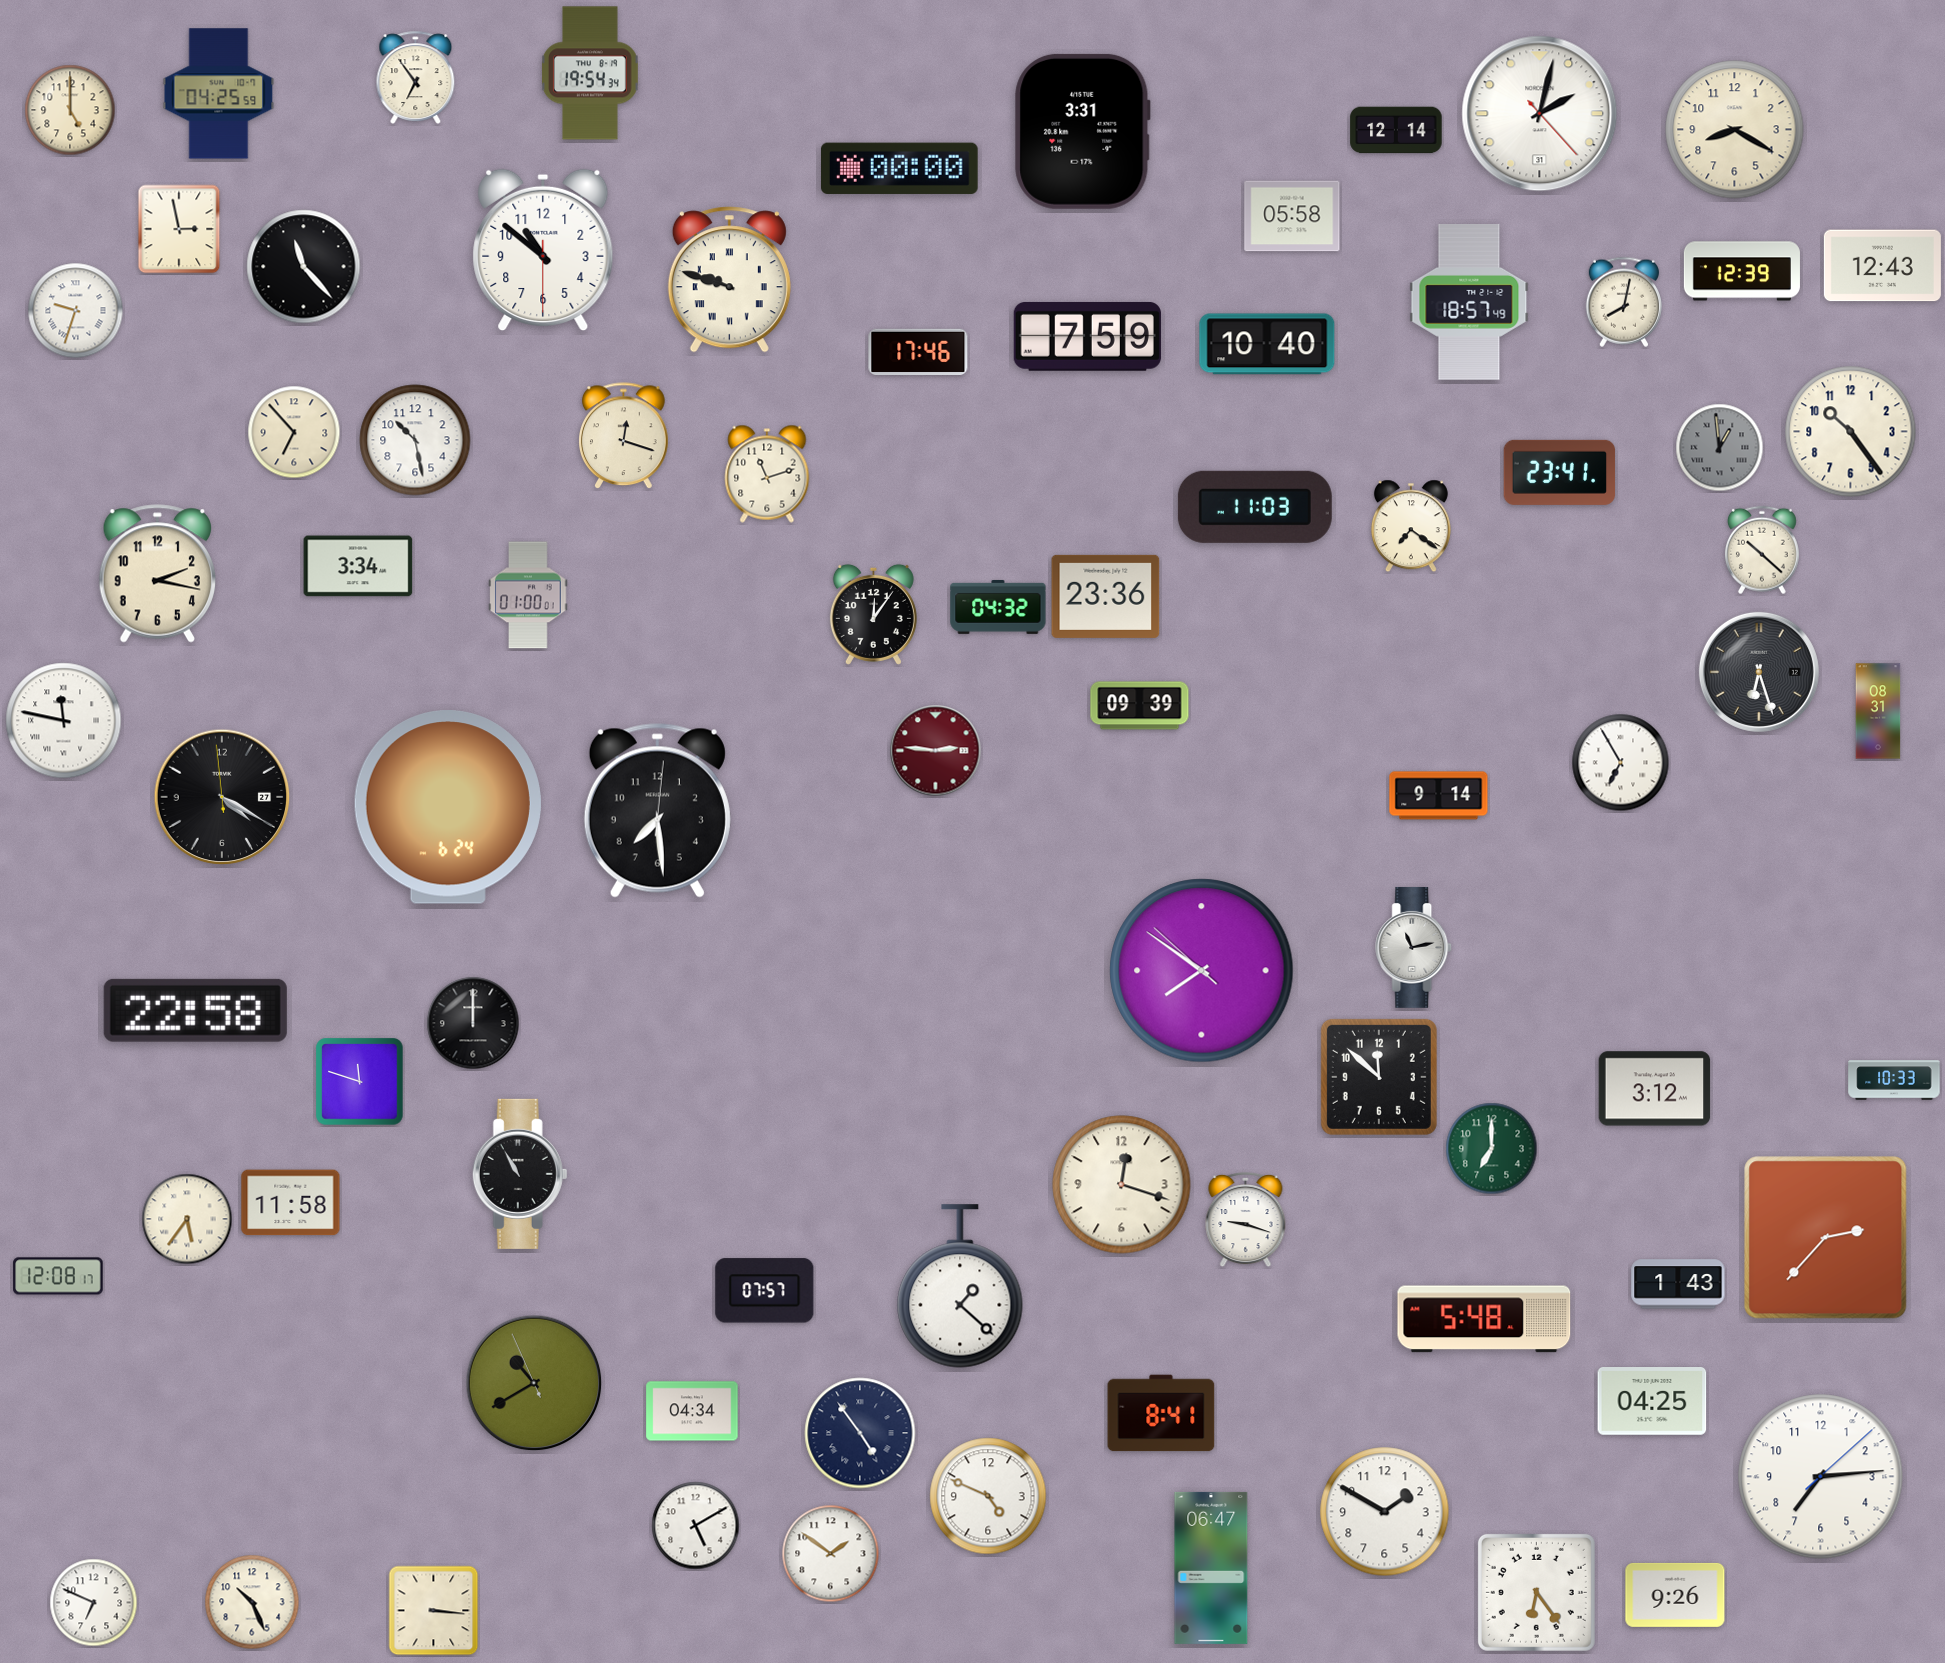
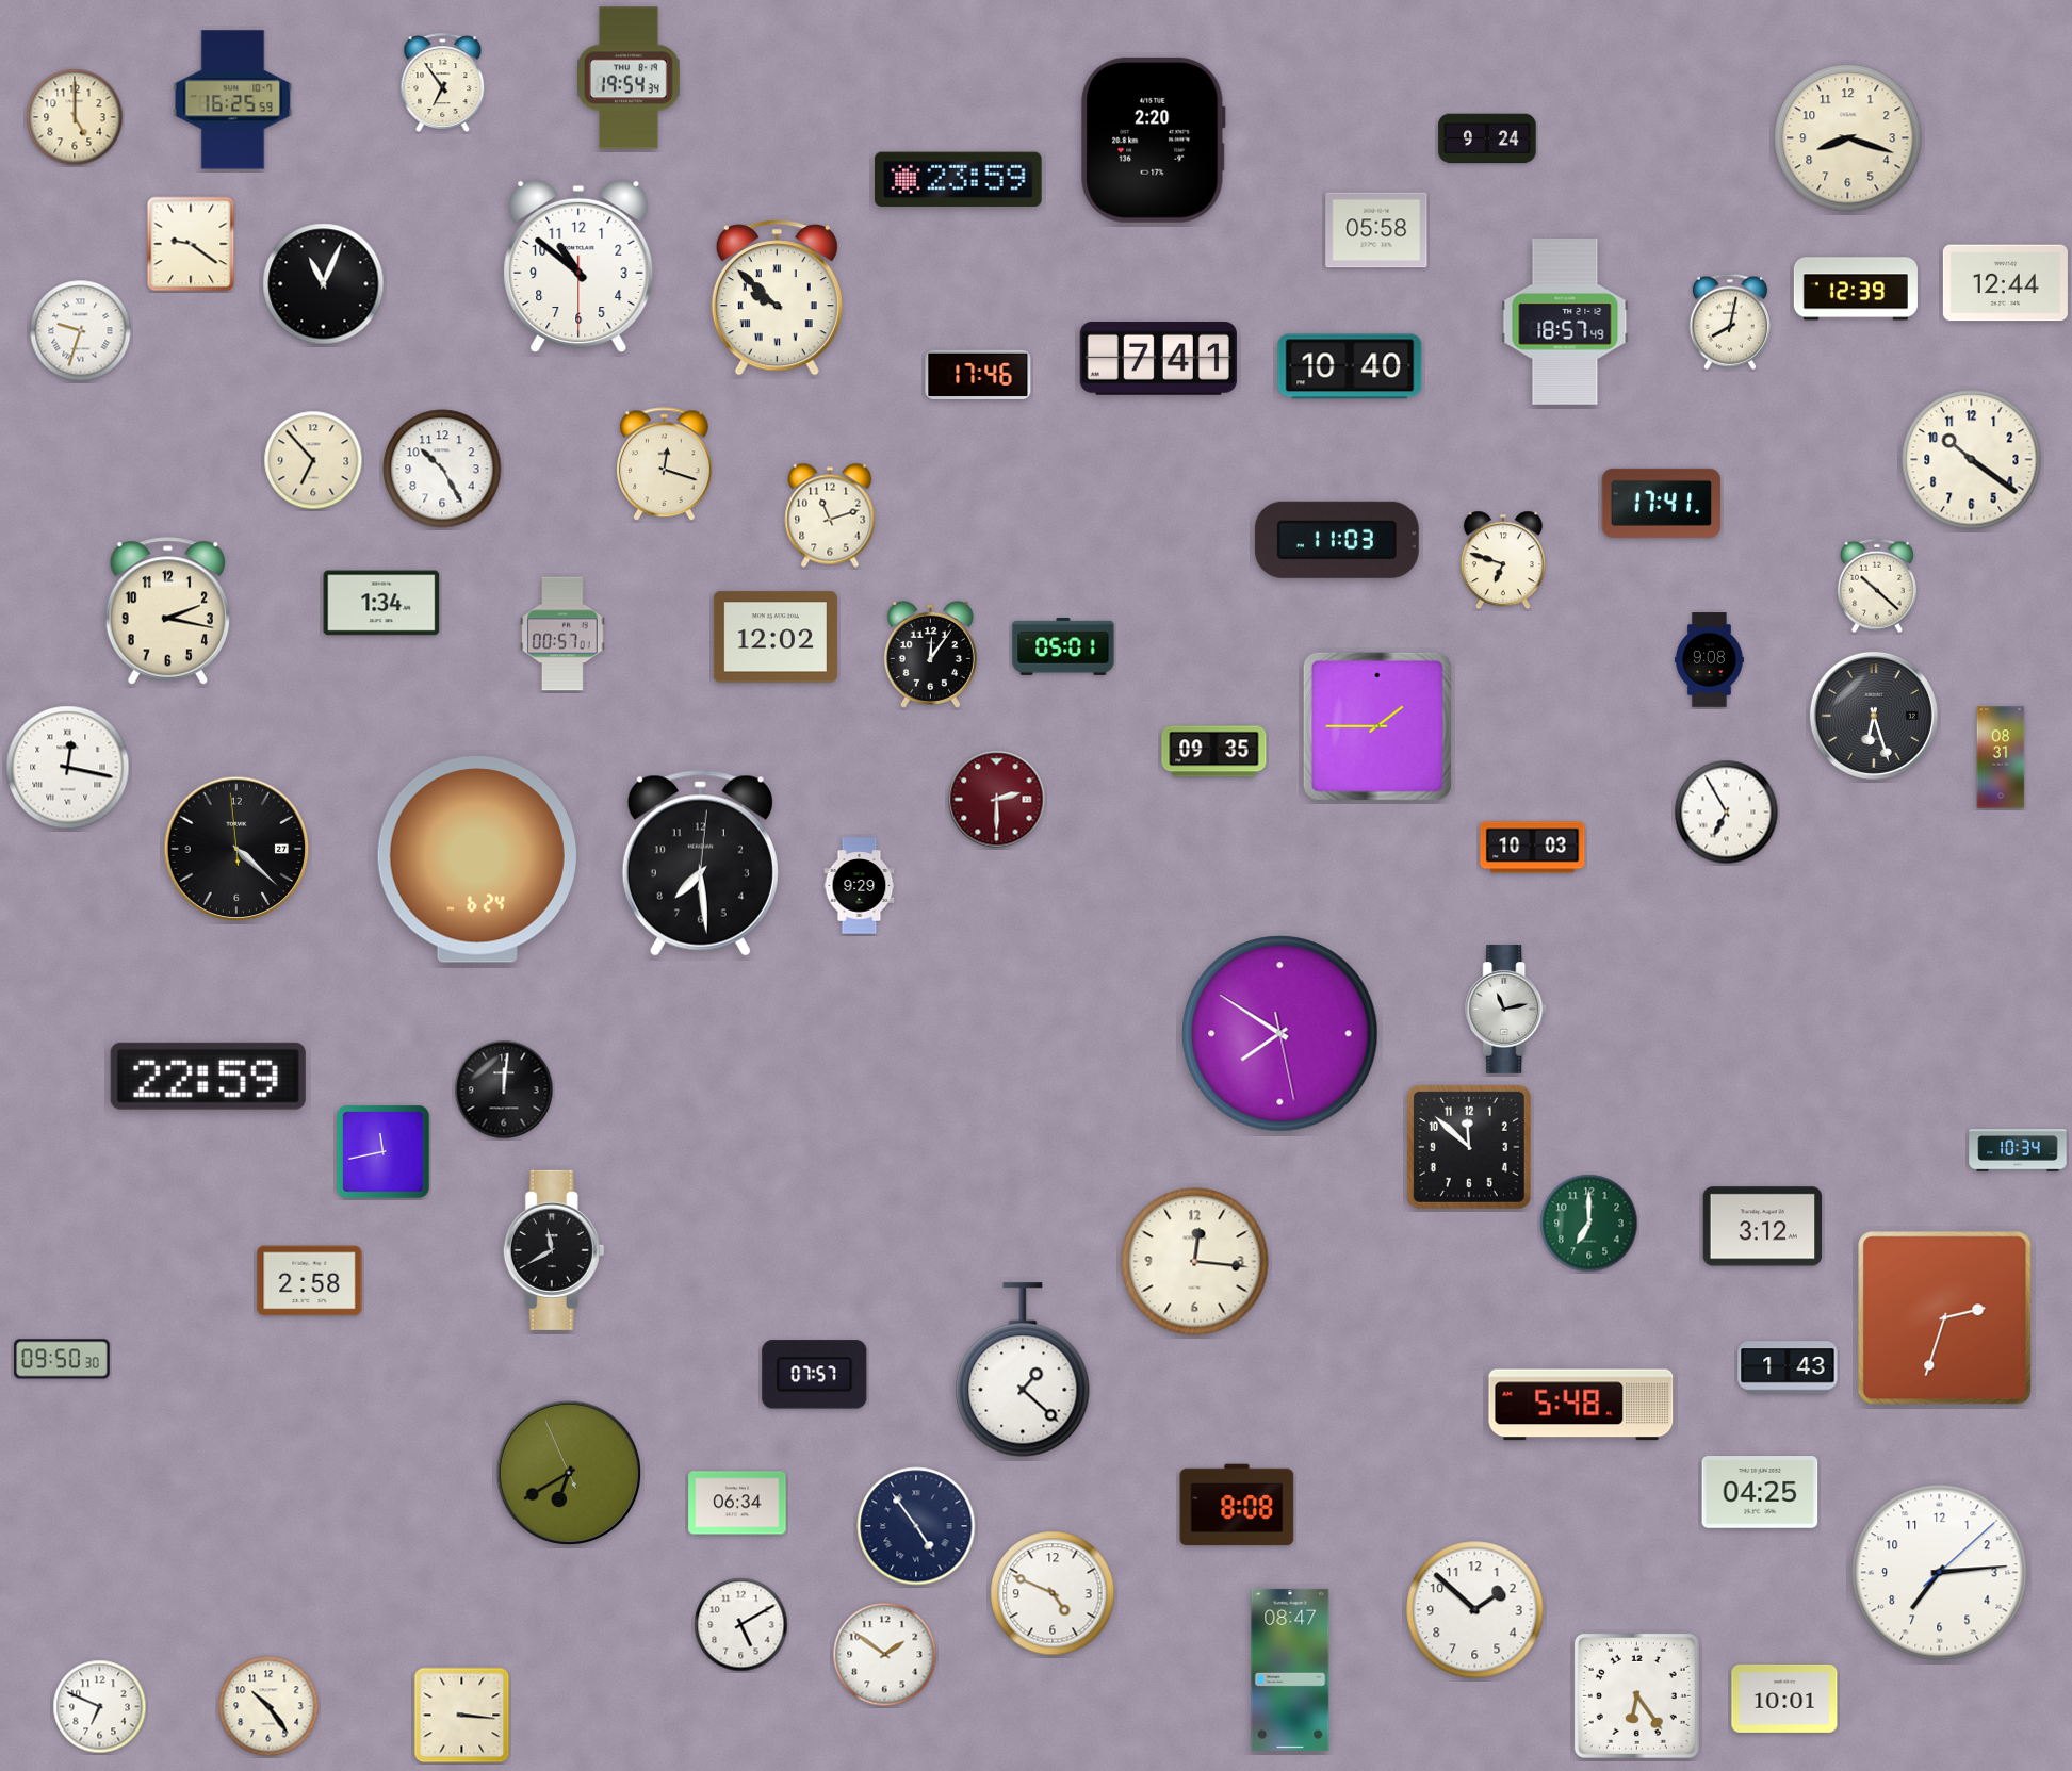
clock at (219, 94): 04:25 -> 16:25
clock at (1540, 114): 2:02 -> none
clock at (1396, 130): 12:14 -> 9:24
clock at (1735, 130): 8:20 -> 8:18
clock at (1083, 131): 3:31 -> 2:20
clock at (899, 168): 00:00 -> 23:59
clock at (179, 229): 2:58 -> 9:21
clock at (1882, 266): 12:43 -> 12:44
clock at (304, 267): 11:23 -> 11:04
clock at (729, 280): 9:48 -> 9:52
clock at (1087, 336): 7:59 -> 7:41
clock at (1851, 432): 10:24 -> 10:21
clock at (415, 440): 10:28 -> 10:25
clock at (1720, 448): 12:59 -> none
clock at (1560, 472): 23:41 -> 17:41
clock at (767, 474) position: (767, 474) -> (830, 515)
clock at (1411, 526): 7:21 -> 6:48
clock at (358, 566): 3:34 -> 1:34
clock at (528, 595): 01:00 -> 00:57
clock at (1106, 596): 23:36 -> none
clock at (776, 637): none -> 12:02
clock at (998, 607): 04:32 -> 05:01
clock at (1709, 660): none -> 9:08
clock at (1377, 726): none -> 1:45
clock at (1140, 706): 09:39 -> 09:35
clock at (64, 721): 11:47 -> 12:17
clock at (936, 751): 2:46 -> 2:30
clock at (1439, 796): 9:14 -> 10:03
clock at (222, 797): 4:19 -> 4:21
clock at (860, 886): none -> 9:29
clock at (1202, 971): 7:50:52 -> 7:50:28
clock at (195, 1010): 22:58 -> 22:59
clock at (473, 1023): 12:00 -> 12:01
clock at (1894, 1080): 10:33 -> 10:34
clock at (360, 1082): 11:48 -> 11:43
clock at (1655, 1089) position: (1655, 1089) -> (1763, 1227)
clock at (520, 1174): 10:55 -> 11:40
clock at (1122, 1185): 12:18 -> 12:16
clock at (291, 1203): 11:58 -> 2:58
clock at (187, 1219): 5:36 -> none
clock at (1246, 1220): 9:18 -> none
clock at (1826, 1238): 2:37 -> 2:33
clock at (58, 1276): 12:08 -> 09:50
clock at (534, 1383): 10:39 -> 6:39
clock at (692, 1411): 04:34 -> 06:34
clock at (1161, 1413): 8:41 -> 8:08
clock at (1385, 1512): 1:50 -> 1:52
clock at (1211, 1568): 06:47 -> 08:47
clock at (1675, 1595): 9:26 -> 10:01
clock at (252, 1602): 10:26 -> 10:24
